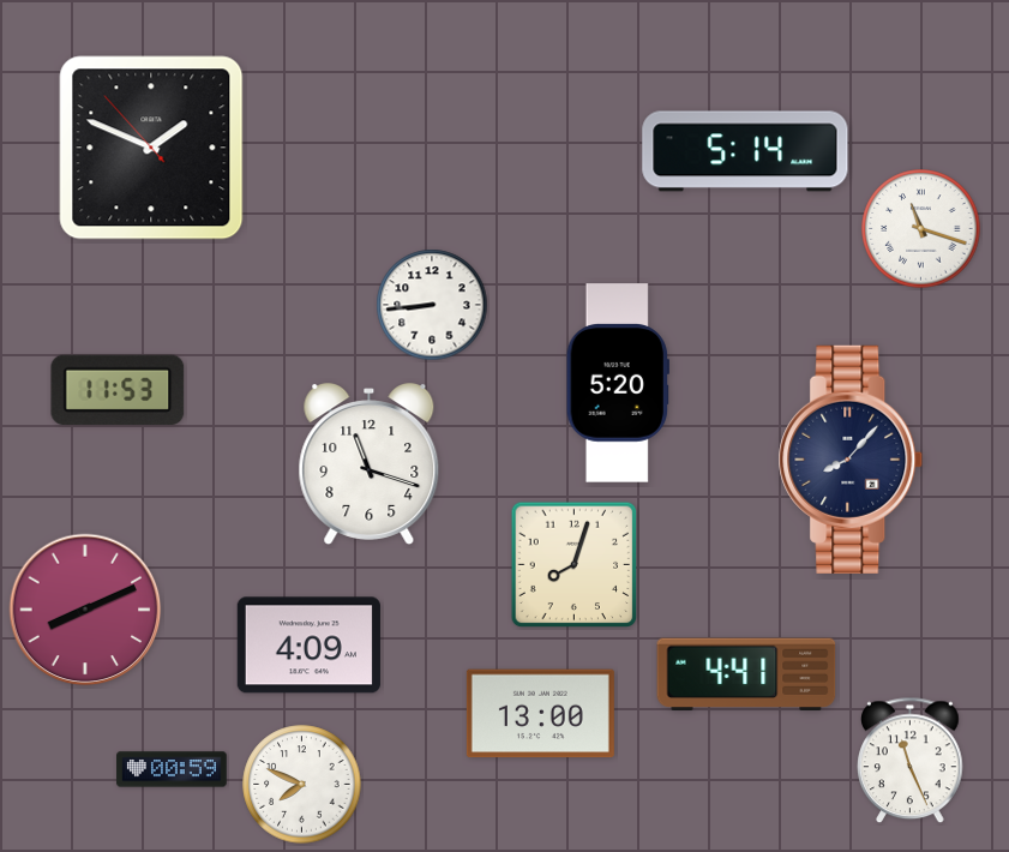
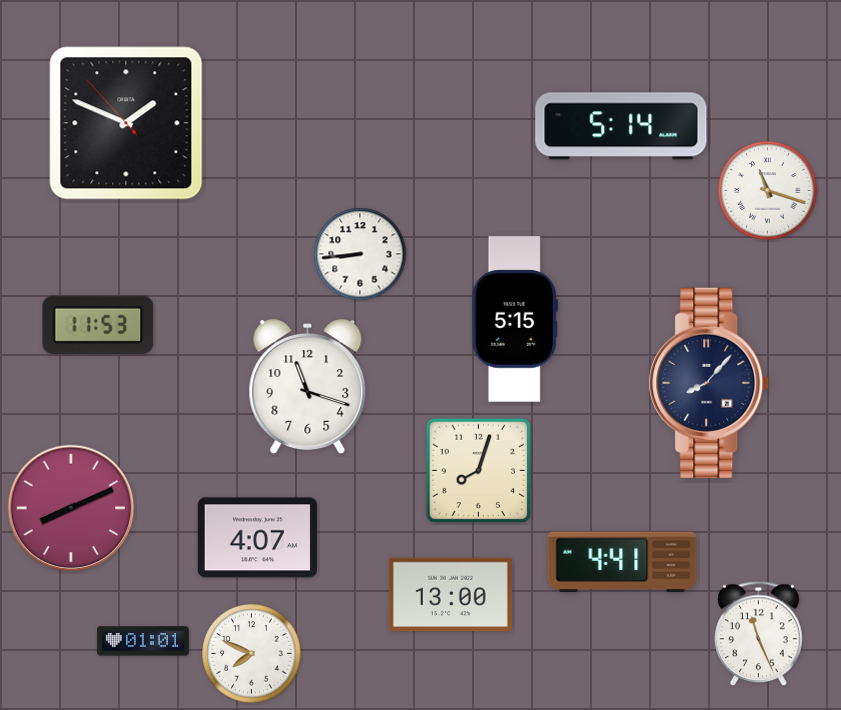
clock at (618, 383): 5:20 -> 5:15
clock at (308, 646): 4:09 -> 4:07
clock at (172, 769): 00:59 -> 01:01
